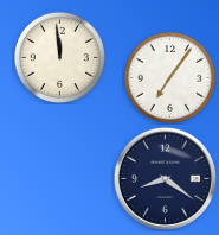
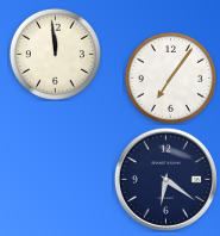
clock at (59, 57) position: (59, 57) -> (55, 54)
clock at (165, 178): 8:21 -> 6:21
